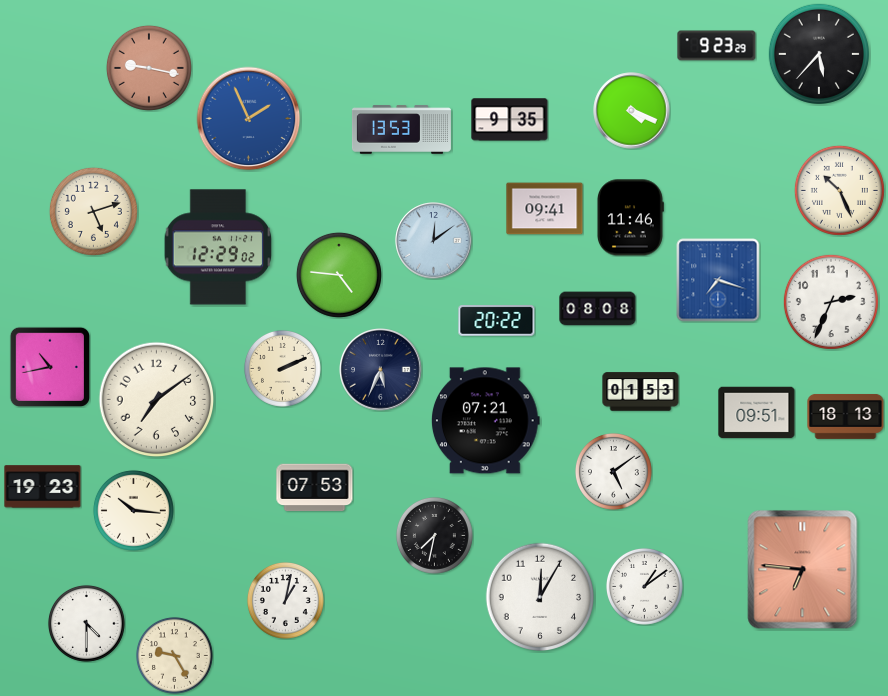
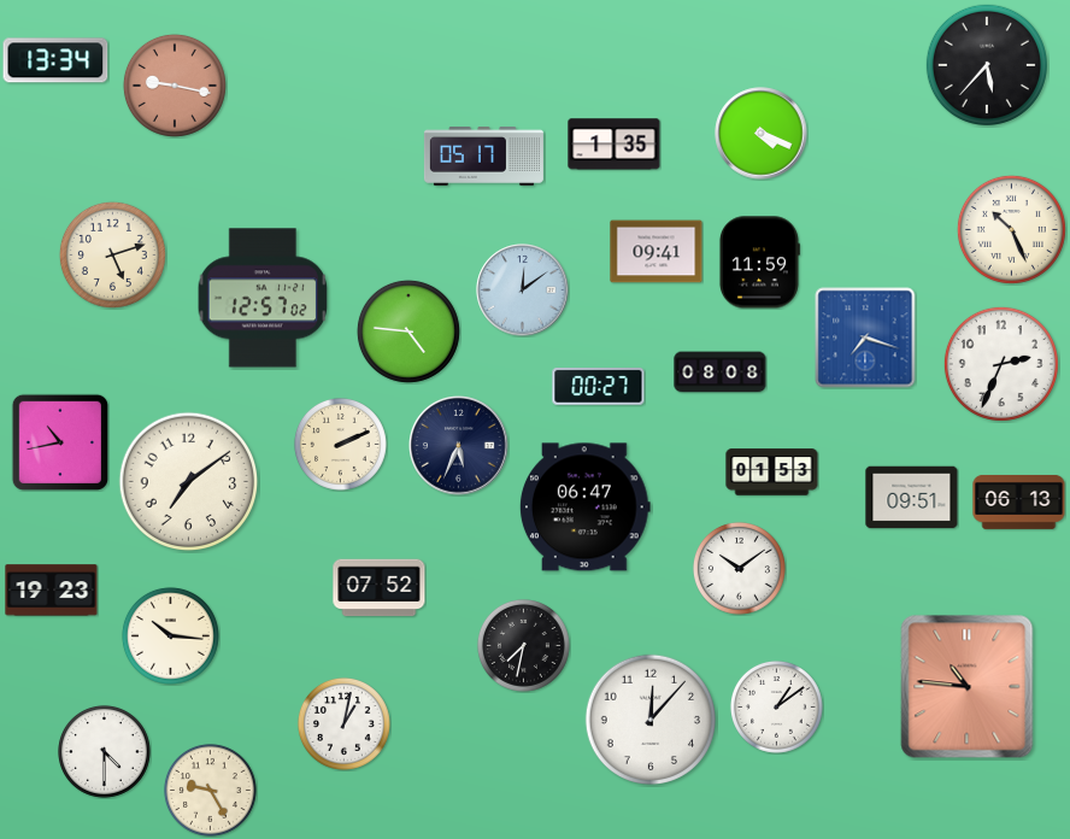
clock at (717, 46): 9:23 -> none
clock at (55, 60): none -> 13:34
clock at (149, 68) position: (149, 68) -> (175, 86)
clock at (249, 119): 1:56 -> none
clock at (510, 120): 9:35 -> 1:35
clock at (401, 130): 13:53 -> 05:17
clock at (630, 218): 11:46 -> 11:59
clock at (218, 247): 12:29 -> 12:57
clock at (497, 321): 20:22 -> 00:27
clock at (846, 417): 18:13 -> 06:13
clock at (485, 421): 07:21 -> 06:47
clock at (613, 471): 5:09 -> 10:09
clock at (43, 487) position: (43, 487) -> (52, 591)
clock at (315, 488): 07:53 -> 07:52
clock at (133, 510) position: (133, 510) -> (170, 635)
clock at (803, 570): 6:46 -> 10:46
clock at (539, 596): 12:05 -> 12:07
